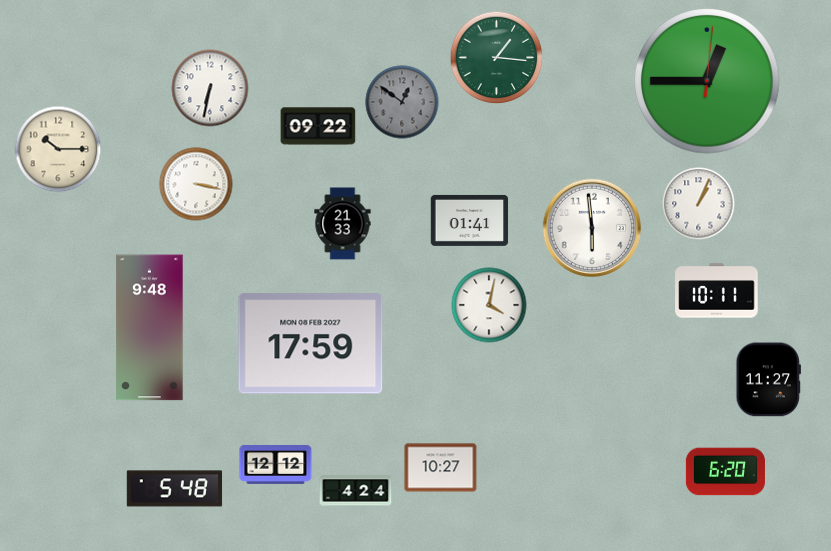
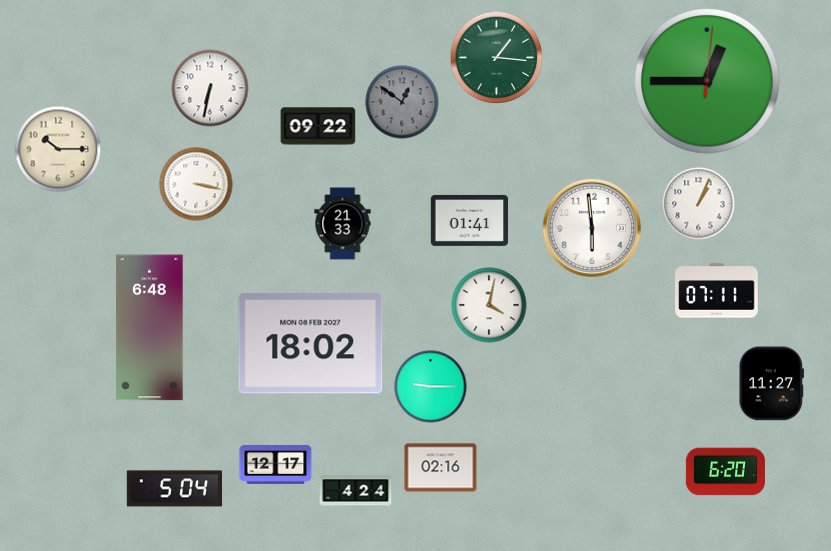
clock at (717, 291): 10:11 -> 07:11
clock at (150, 328): 9:48 -> 6:48
clock at (311, 344): 17:59 -> 18:02
clock at (768, 380) position: (768, 380) -> (771, 384)
clock at (431, 387): none -> 9:15
clock at (276, 464): 12:12 -> 12:17
clock at (441, 468): 10:27 -> 02:16
clock at (175, 489): 5:48 -> 5:04
